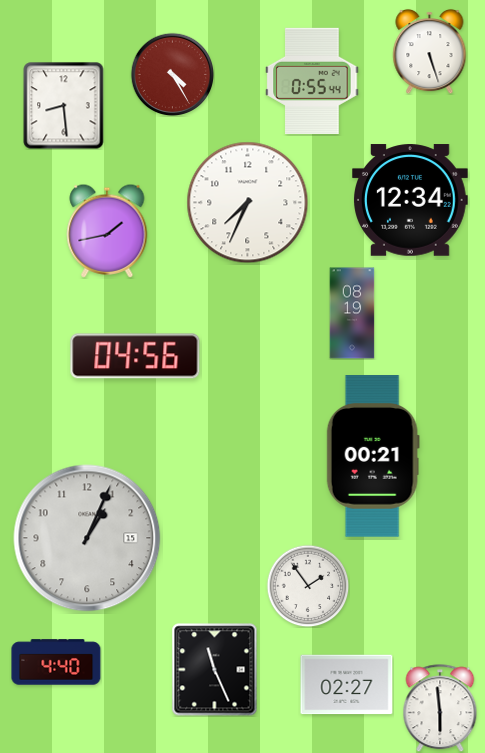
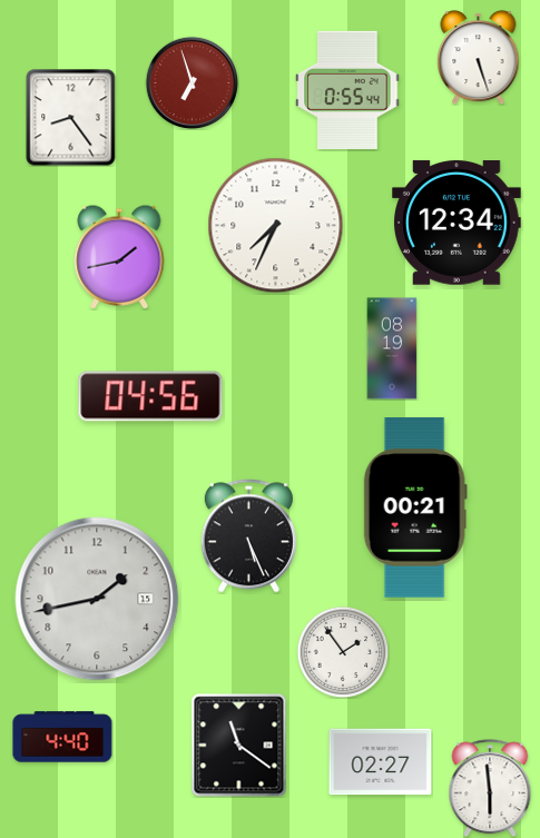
clock at (172, 74): 4:25 -> 6:57
clock at (64, 106): 8:29 -> 8:24
clock at (248, 536): none -> 5:26
clock at (87, 538): 1:04 -> 1:43
clock at (215, 670): 11:26 -> 11:21
clock at (347, 685) position: (347, 685) -> (381, 762)
